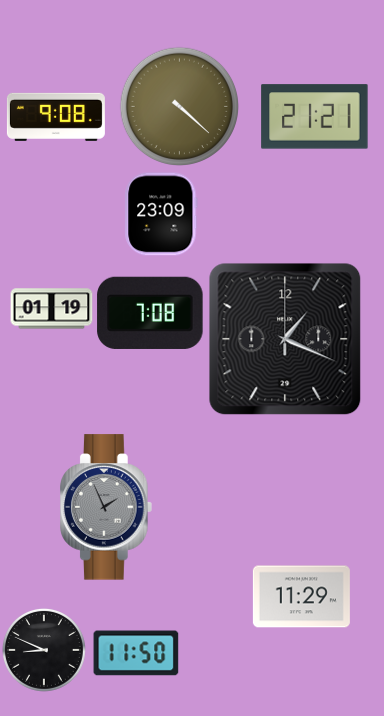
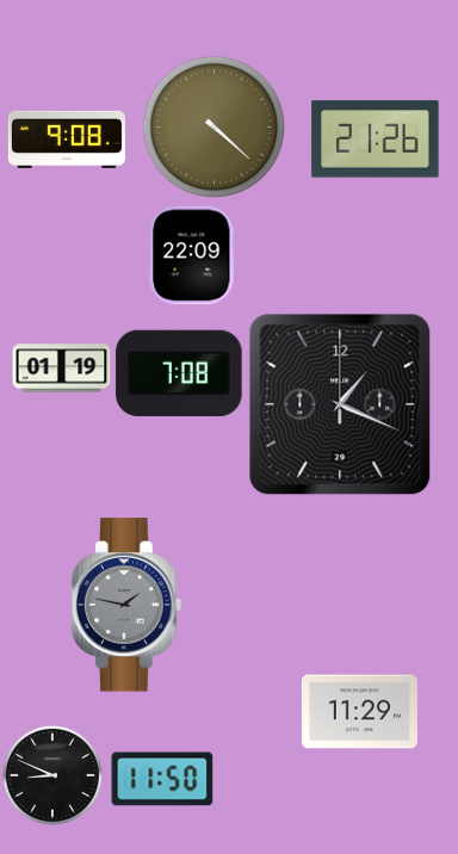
clock at (315, 117): 21:21 -> 21:26
clock at (161, 214): 23:09 -> 22:09
clock at (106, 507): 1:56 -> 1:47
